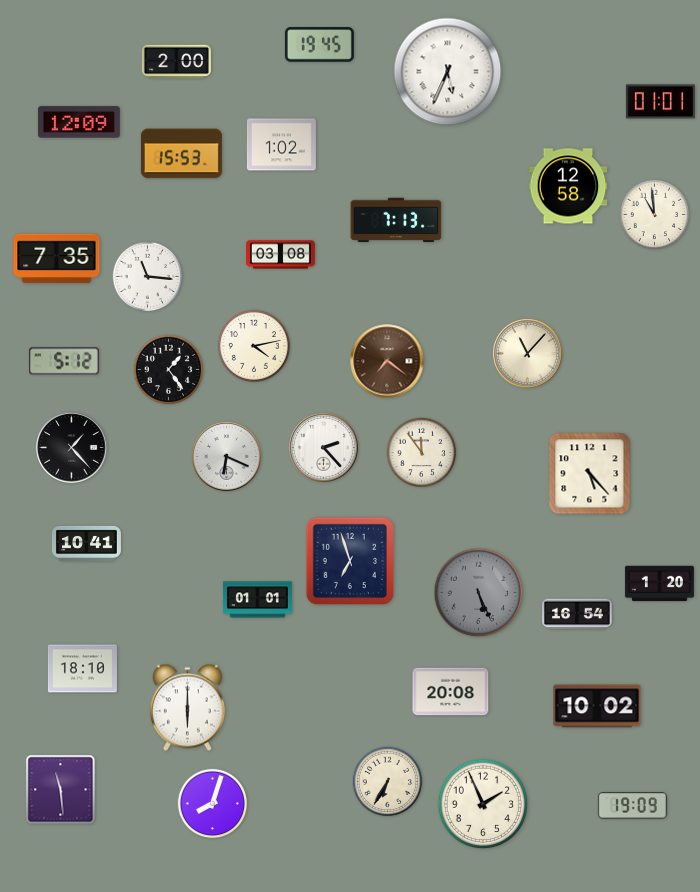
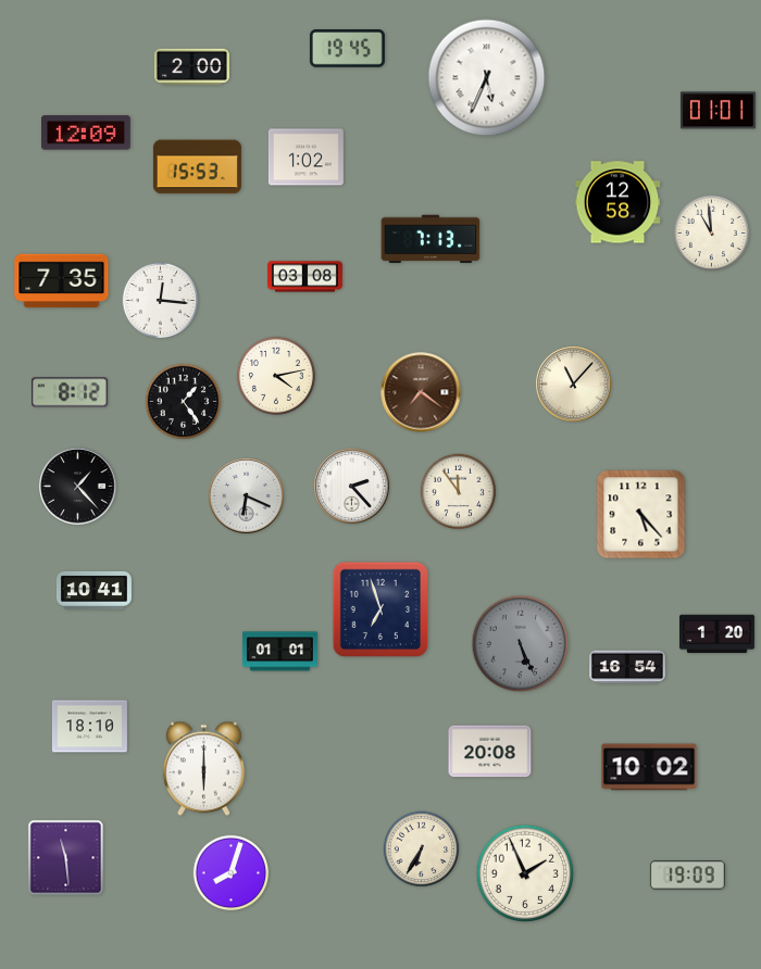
clock at (148, 277): 11:16 -> 12:16
clock at (65, 361): 5:12 -> 8:12
